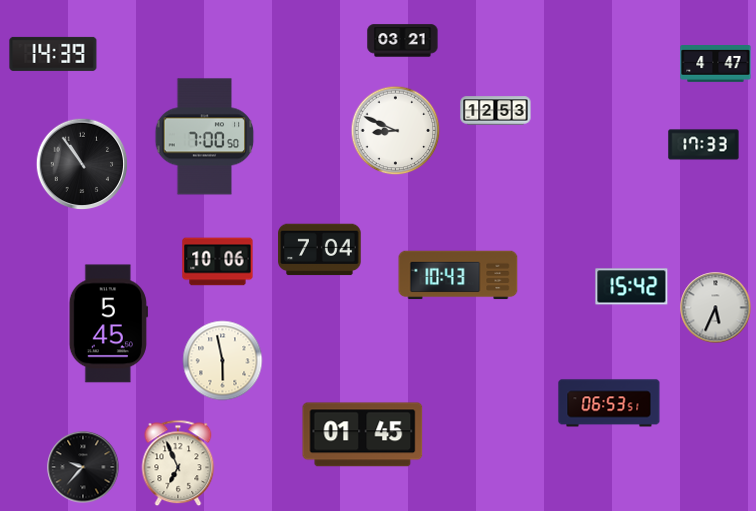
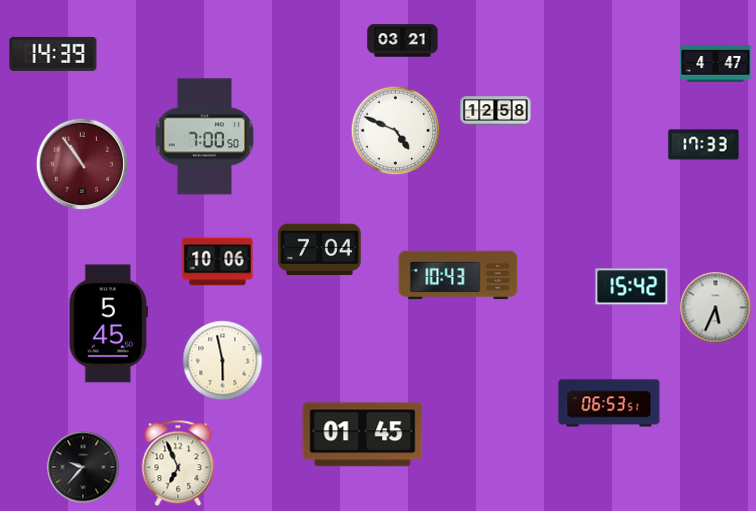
clock at (496, 111): 12:53 -> 12:58
clock at (396, 131): 8:49 -> 4:49
clock at (82, 164) dial: black -> burgundy
